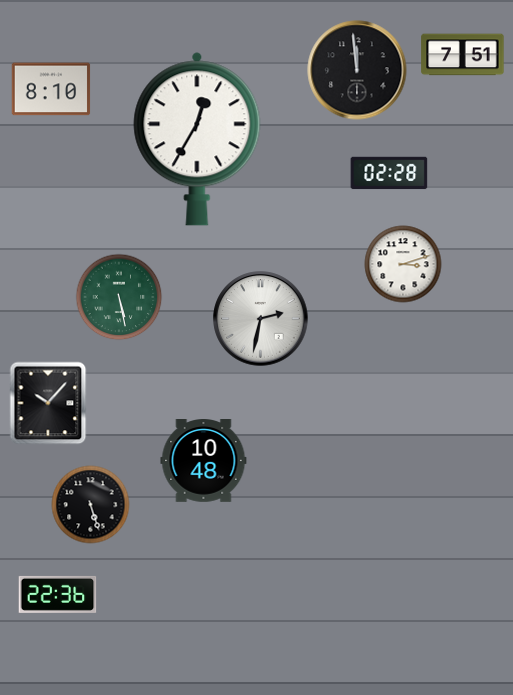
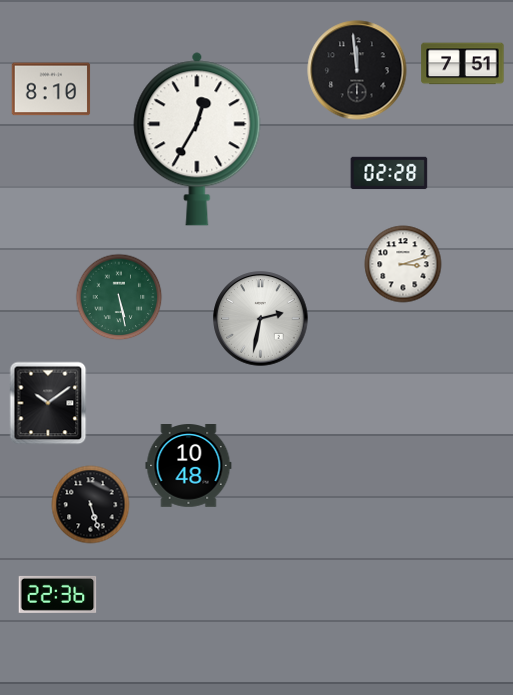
clock at (463, 55) position: (463, 55) -> (463, 64)
clock at (48, 403): 10:07 -> 10:09
clock at (204, 461) position: (204, 461) -> (189, 466)
